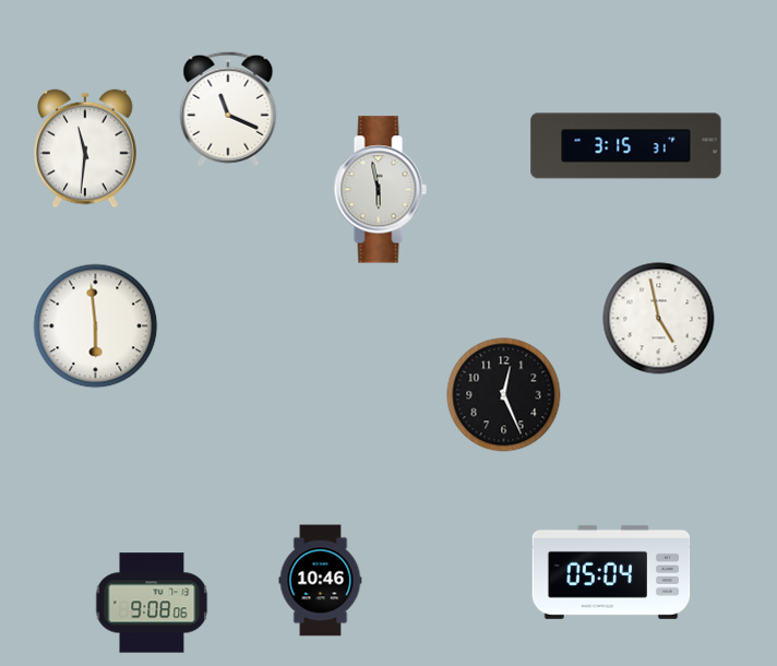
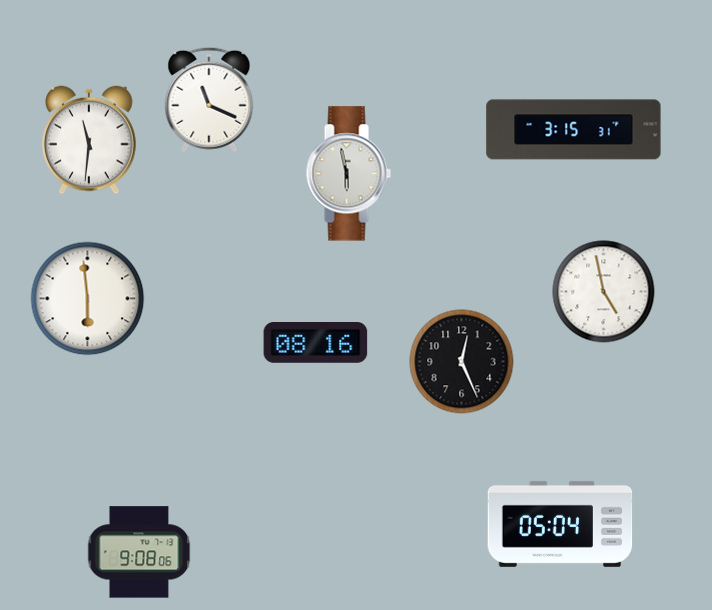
clock at (626, 146) position: (626, 146) -> (574, 130)
clock at (85, 148) position: (85, 148) -> (89, 140)
clock at (316, 343): none -> 08:16
clock at (321, 581): 10:46 -> none
